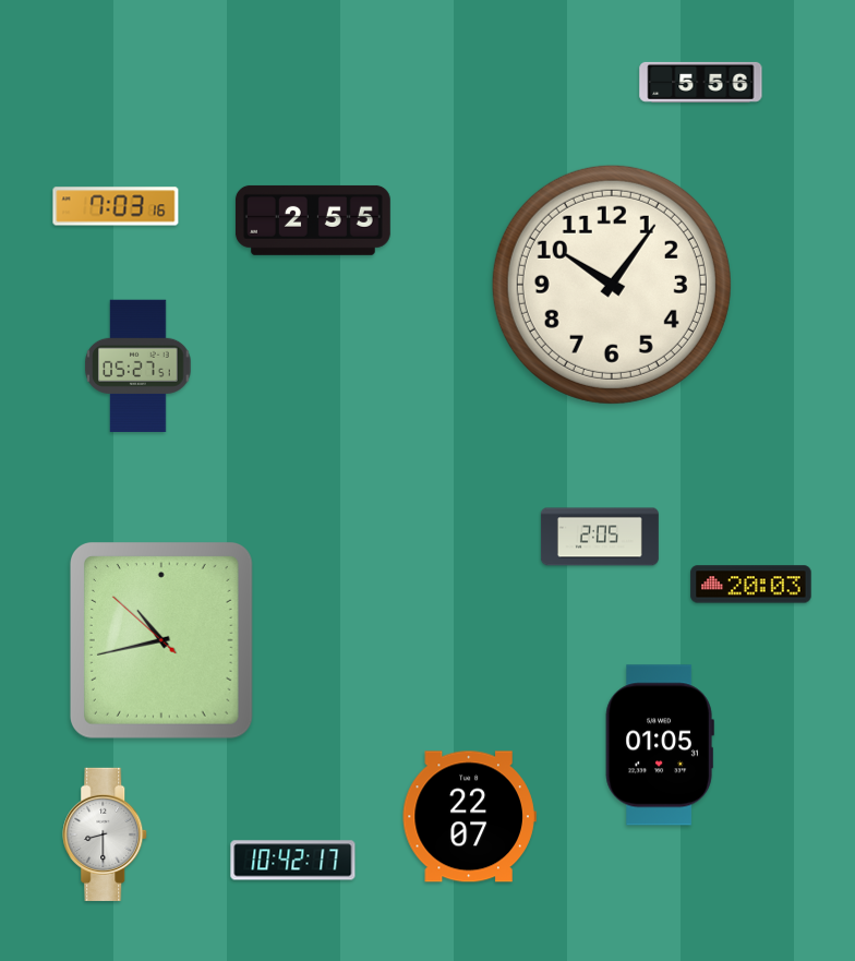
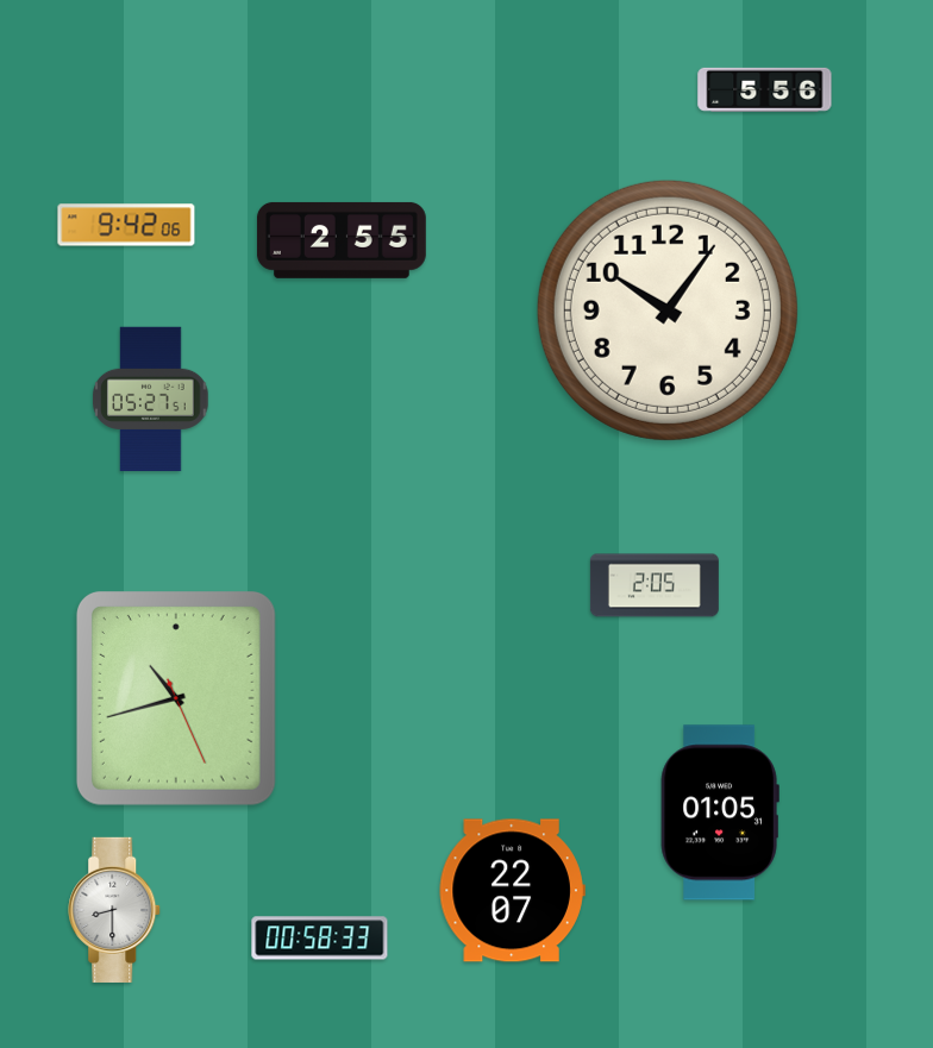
clock at (116, 206): 7:03 -> 9:42
clock at (751, 585): 20:03 -> none
clock at (161, 640): 10:42:52 -> 10:42:26
clock at (293, 861): 10:42 -> 00:58
